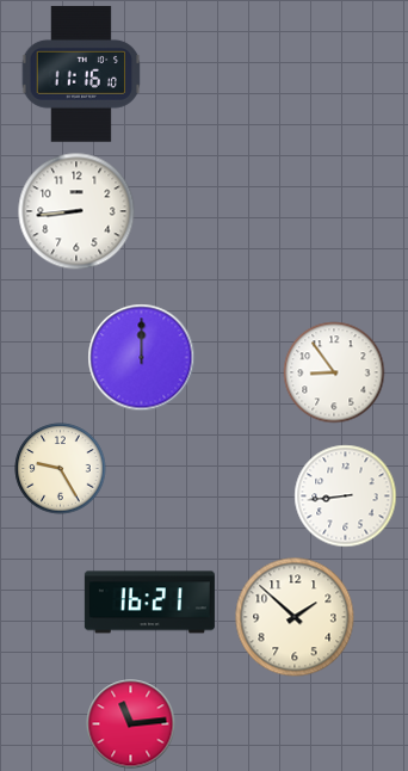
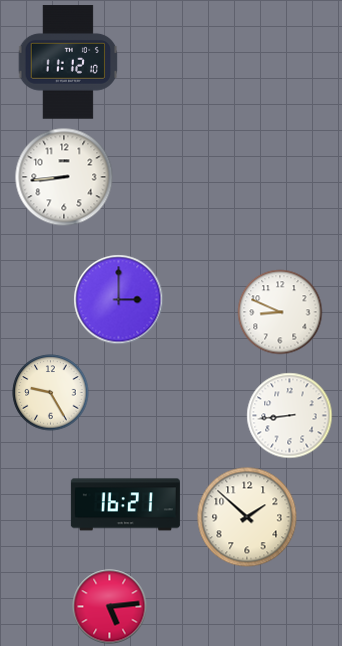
clock at (81, 74): 11:16 -> 11:12
clock at (142, 358): 12:00 -> 3:00
clock at (334, 372): 8:54 -> 8:49
clock at (131, 724): 11:14 -> 5:14
